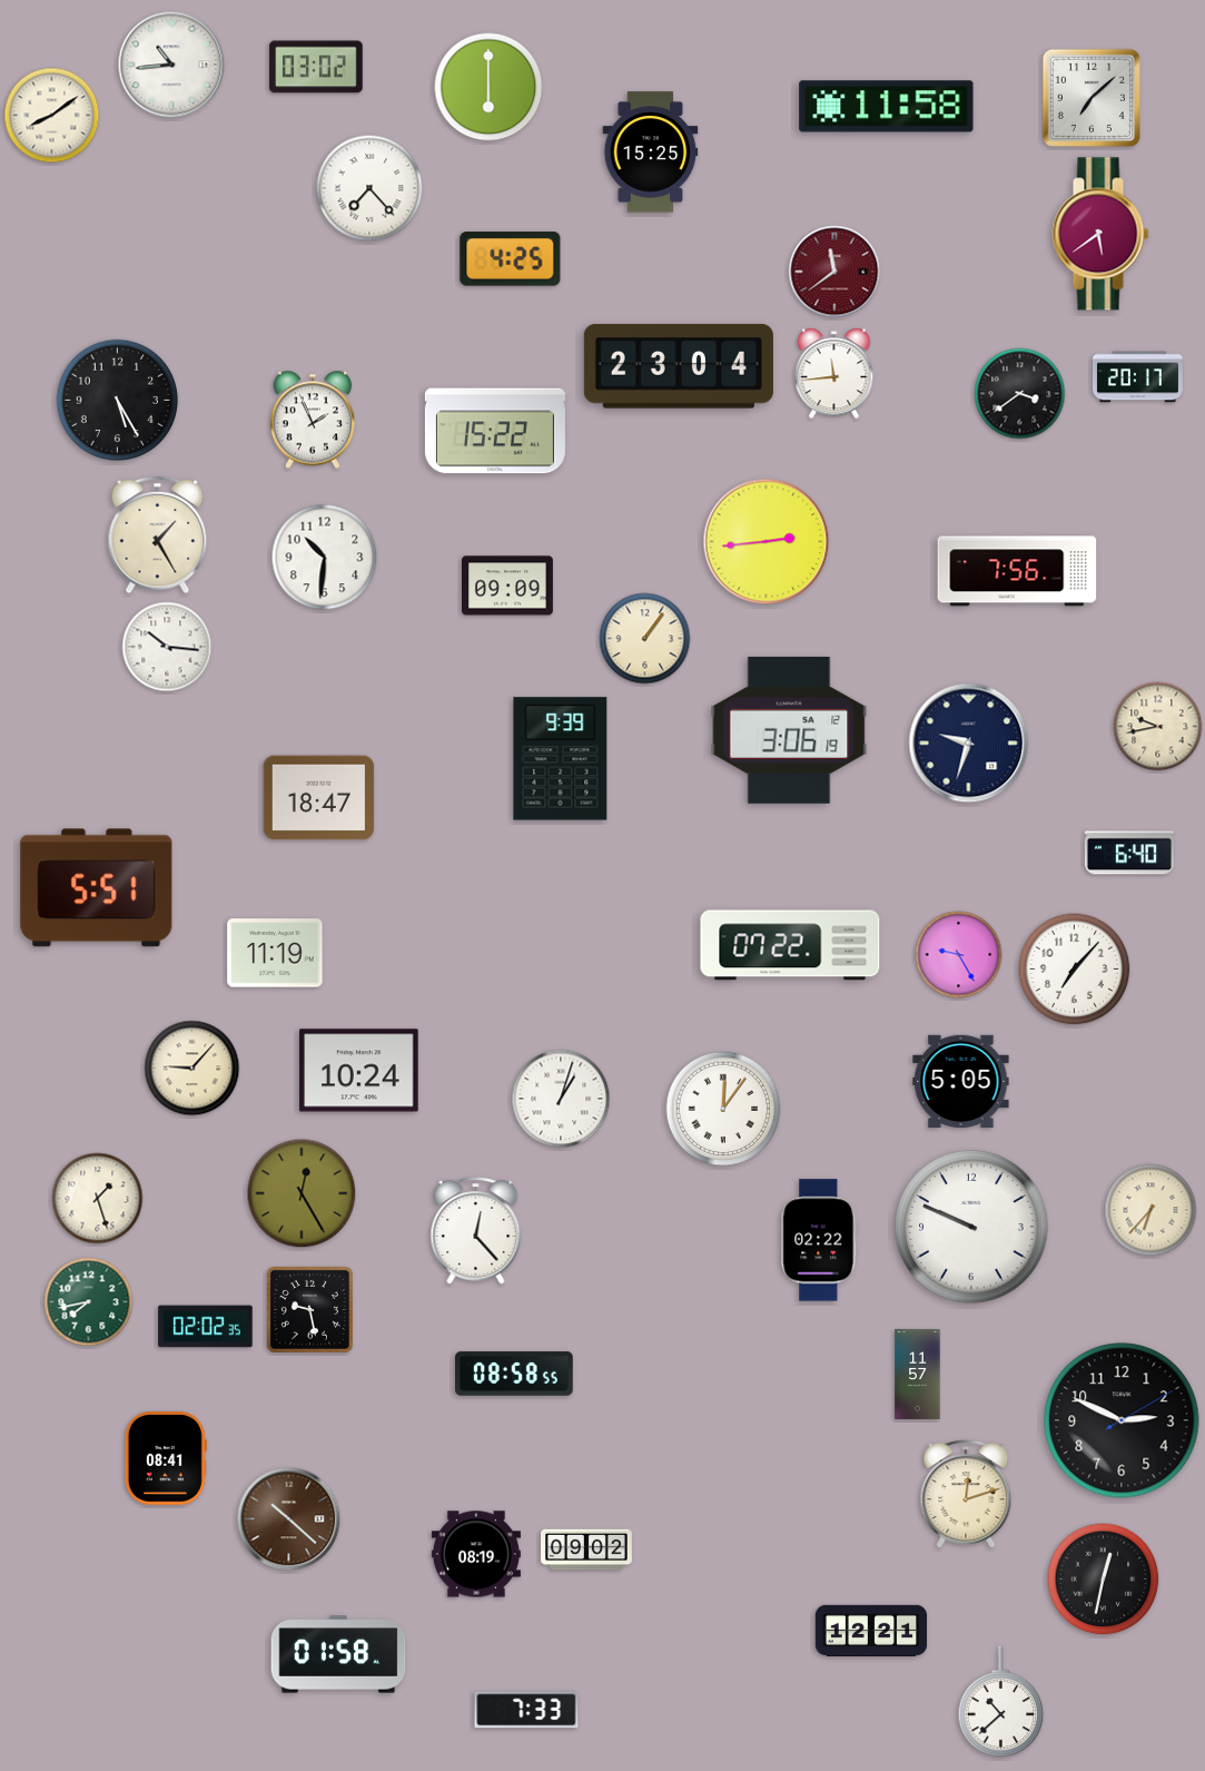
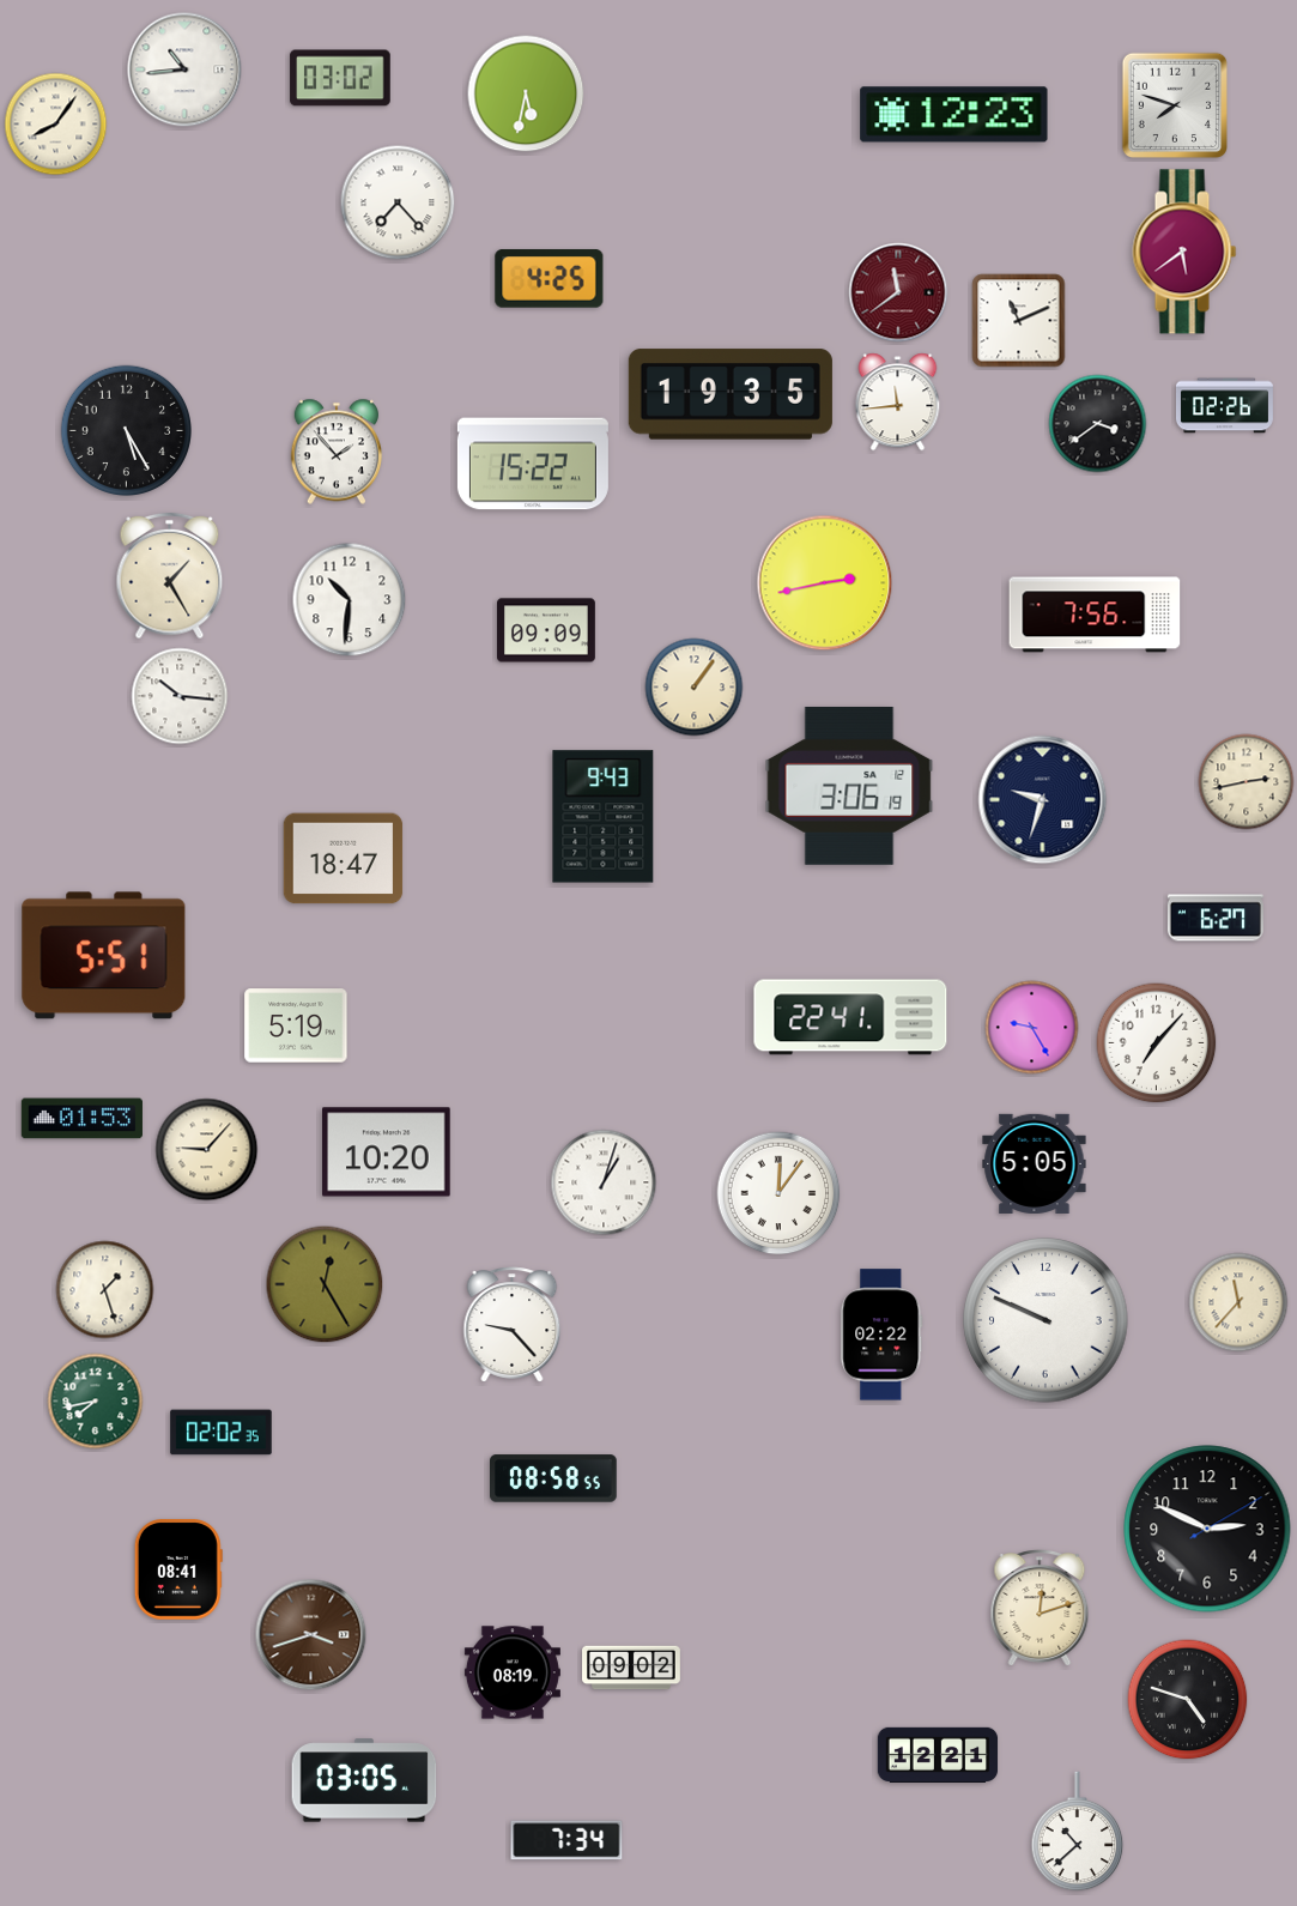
clock at (316, 67) position: (316, 67) -> (340, 78)
clock at (488, 87): 6:00 -> 5:32
clock at (1090, 97): 7:08 -> 7:48
clock at (887, 107): 11:58 -> 12:23
clock at (52, 116): 8:09 -> 8:06
clock at (651, 152): 15:25 -> none
clock at (1019, 321): none -> 11:11
clock at (679, 366): 23:04 -> 19:35
clock at (1137, 377): 20:17 -> 02:26
clock at (313, 420): 1:56 -> 1:53
clock at (767, 542): 2:44 -> 2:43
clock at (1158, 727): 9:43 -> 2:43
clock at (561, 759): 9:39 -> 9:43
clock at (1129, 853): 6:40 -> 6:27
clock at (790, 945): 07:22 -> 22:41
clock at (275, 953): 11:19 -> 5:19
clock at (81, 1119): none -> 01:53
clock at (359, 1071): 10:24 -> 10:20
clock at (1150, 1210): 6:37 -> 11:37
clock at (476, 1231): 12:23 -> 9:23
clock at (309, 1309): 9:28 -> none
clock at (206, 1327) position: (206, 1327) -> (222, 1433)
clock at (918, 1374): 11:57 -> none
clock at (289, 1519): 10:22 -> 3:42
clock at (1104, 1580): 12:32 -> 4:48
clock at (338, 1654): 01:58 -> 03:05
clock at (526, 1710): 7:33 -> 7:34
